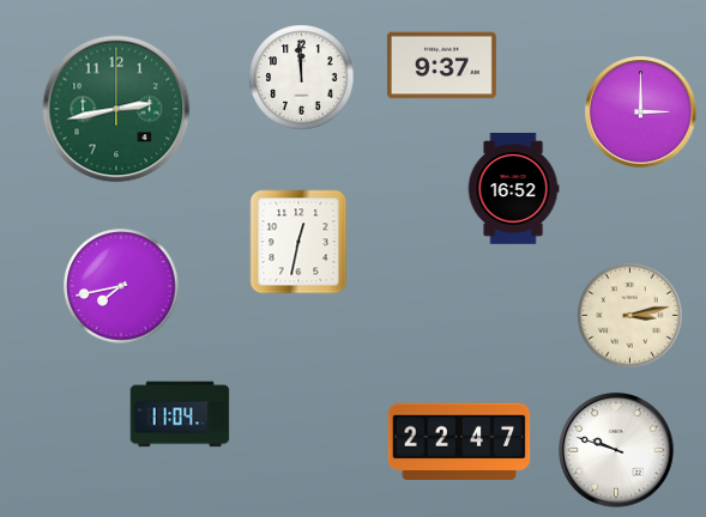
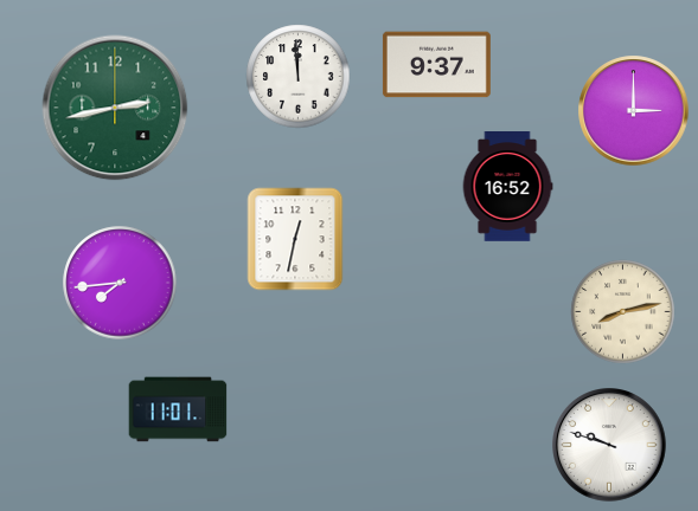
clock at (121, 286): 7:43 -> 7:44
clock at (630, 316): 3:13 -> 8:13
clock at (180, 414): 11:04 -> 11:01
clock at (459, 440): 22:47 -> none
